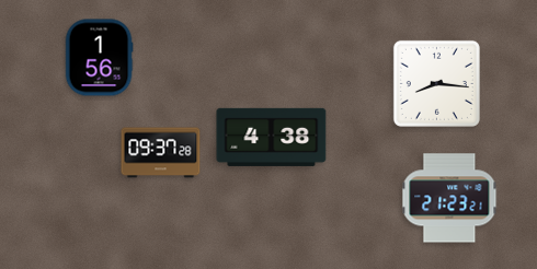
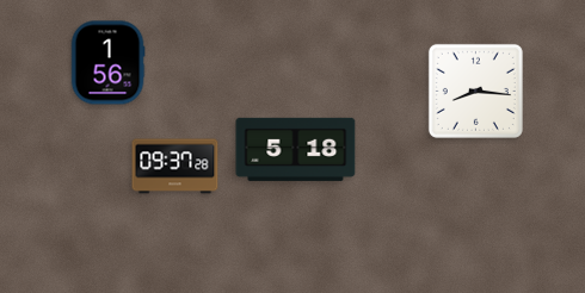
clock at (272, 137): 4:38 -> 5:18
clock at (449, 198): 21:23 -> none
